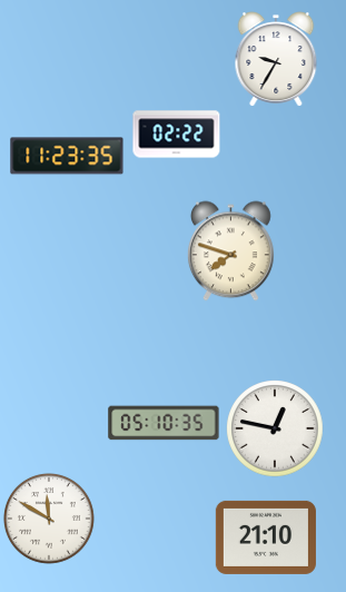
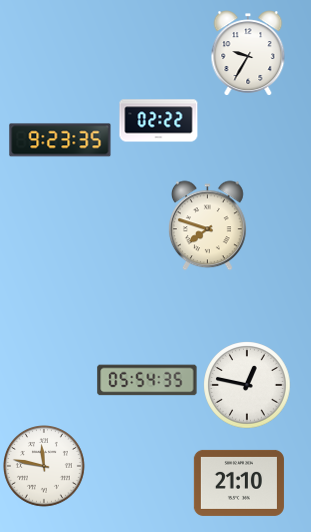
clock at (67, 156): 11:23 -> 9:23
clock at (164, 423): 05:10 -> 05:54
clock at (50, 520): 11:50 -> 11:47
